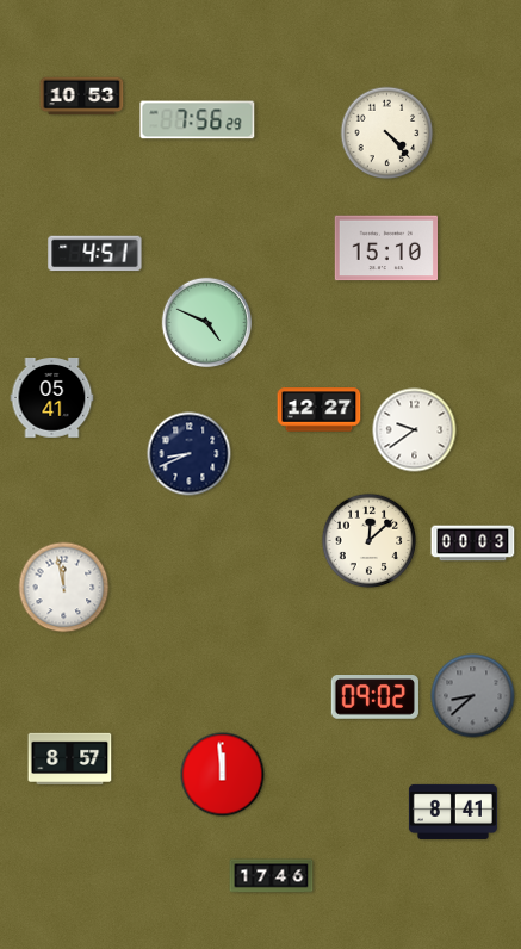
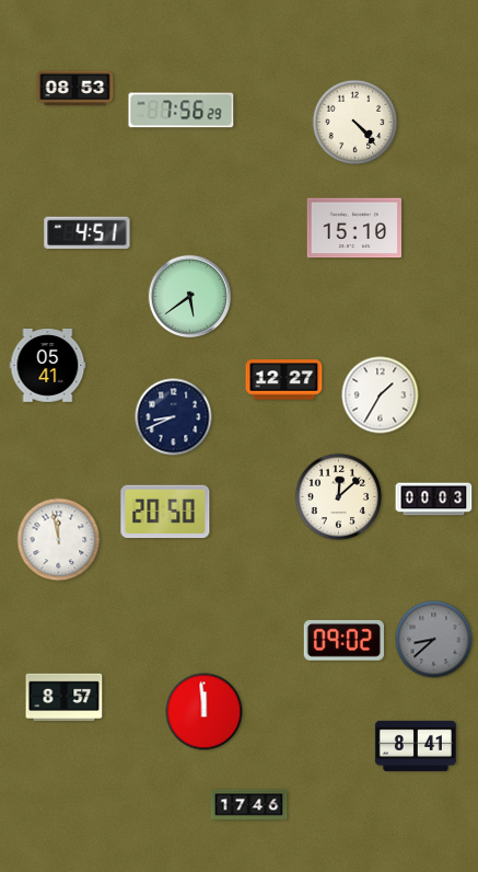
clock at (82, 97): 10:53 -> 08:53
clock at (207, 323): 4:49 -> 5:39
clock at (320, 410) position: (320, 410) -> (284, 380)
clock at (415, 430): 9:39 -> 1:35
clock at (165, 512): none -> 20:50
